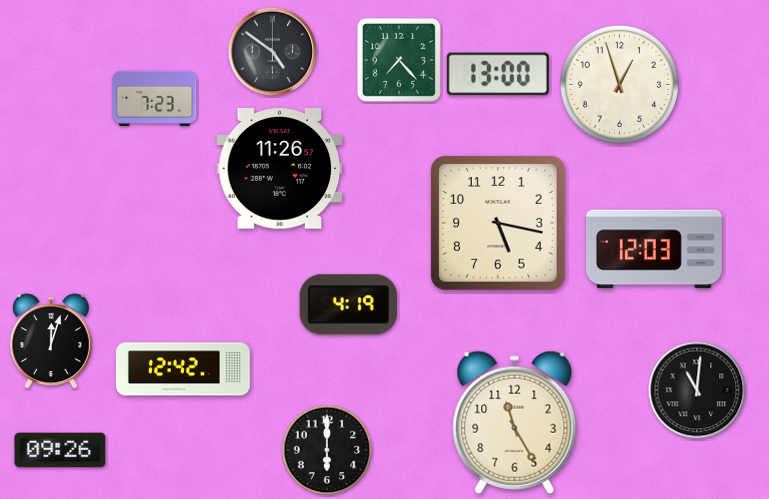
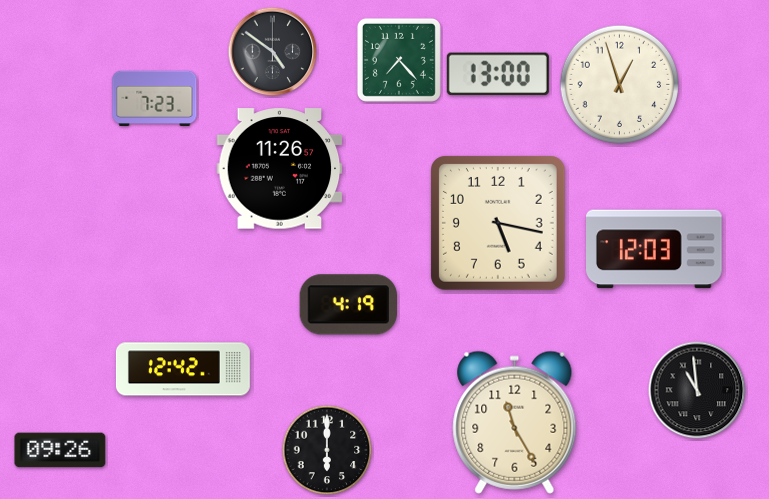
clock at (51, 342): 12:03 -> none
clock at (697, 390): 11:01 -> 10:59
